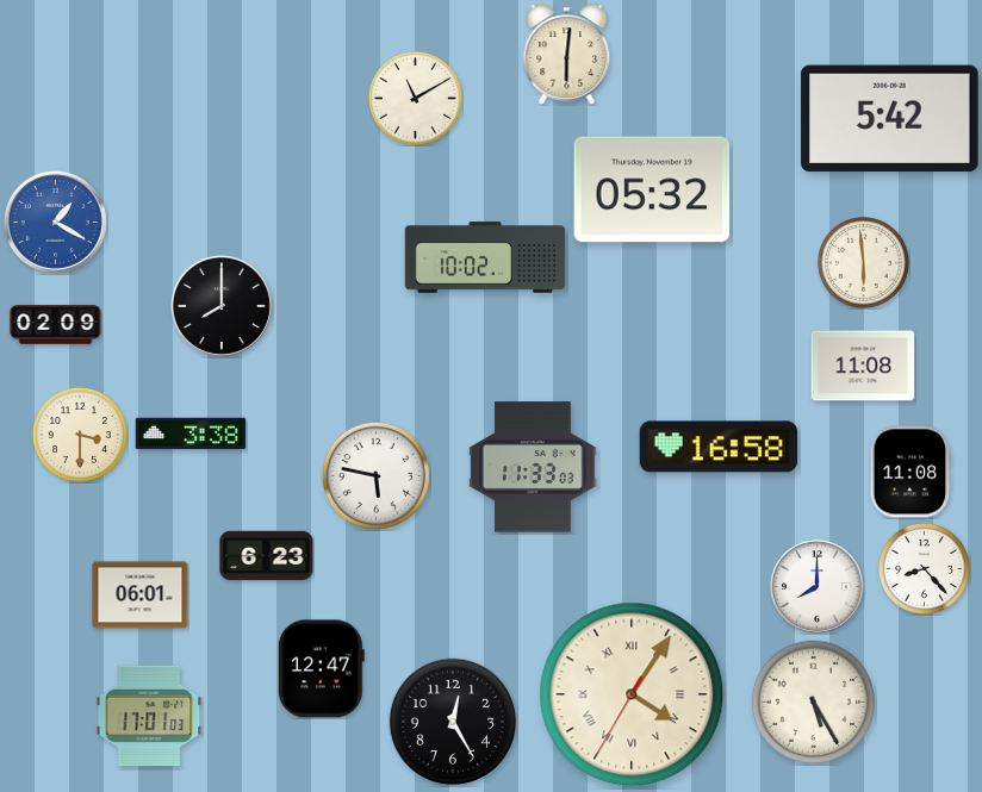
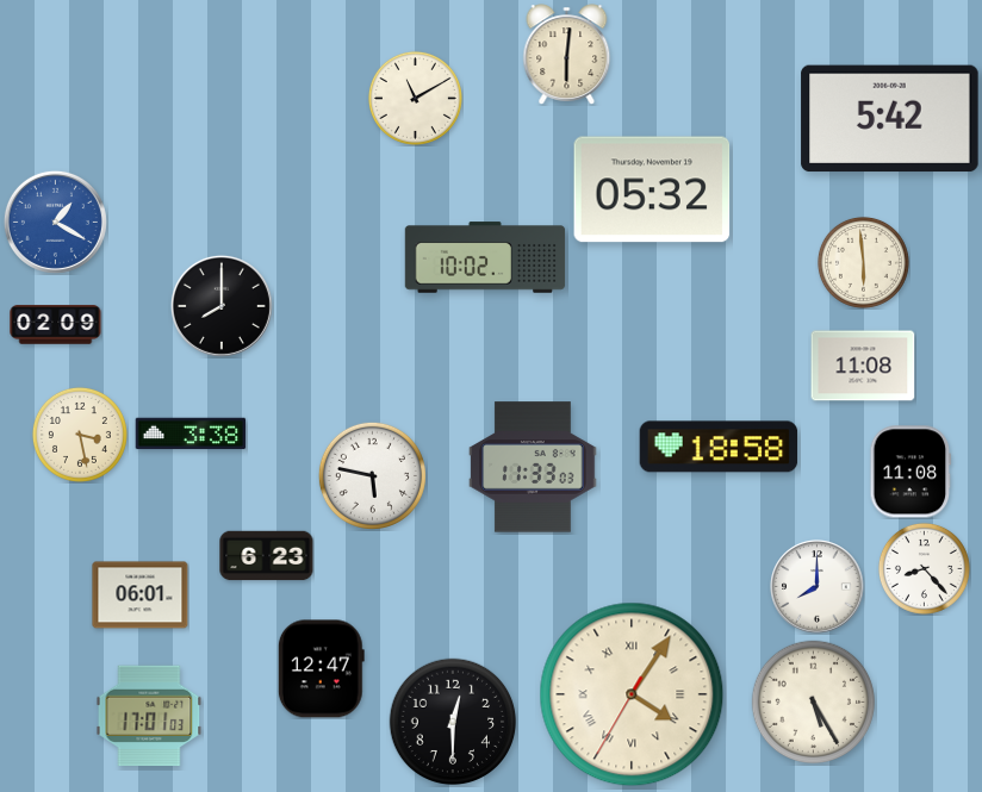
clock at (80, 435): 3:30 -> 3:28
clock at (719, 447): 16:58 -> 18:58
clock at (375, 475) position: (375, 475) -> (372, 475)
clock at (453, 722): 12:25 -> 12:30
